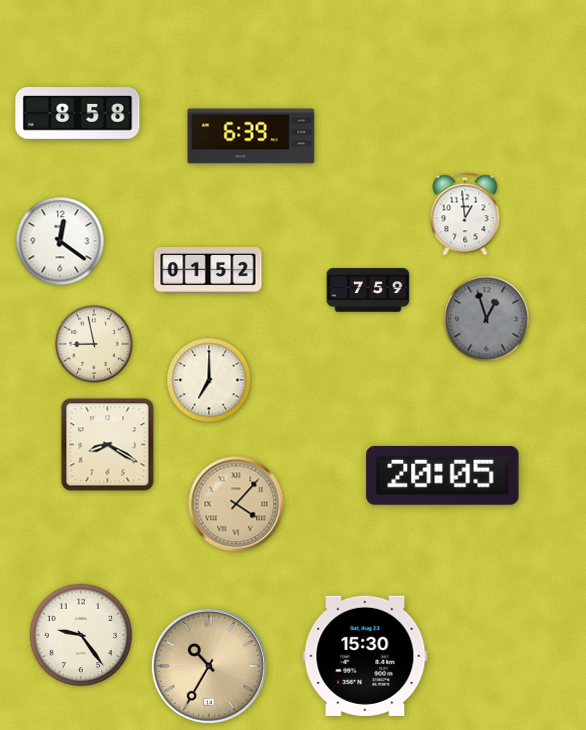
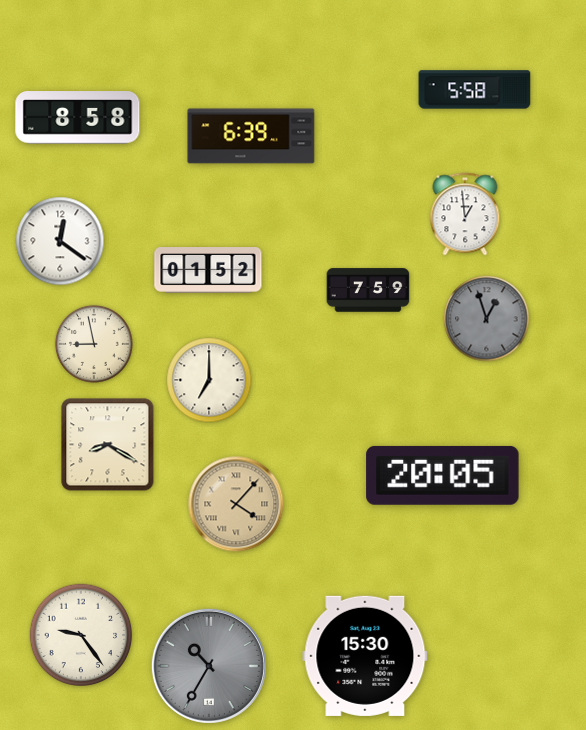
clock at (475, 90): none -> 5:58
clock at (78, 114) position: (78, 114) -> (78, 118)
clock at (209, 666) dial: champagne -> grey
